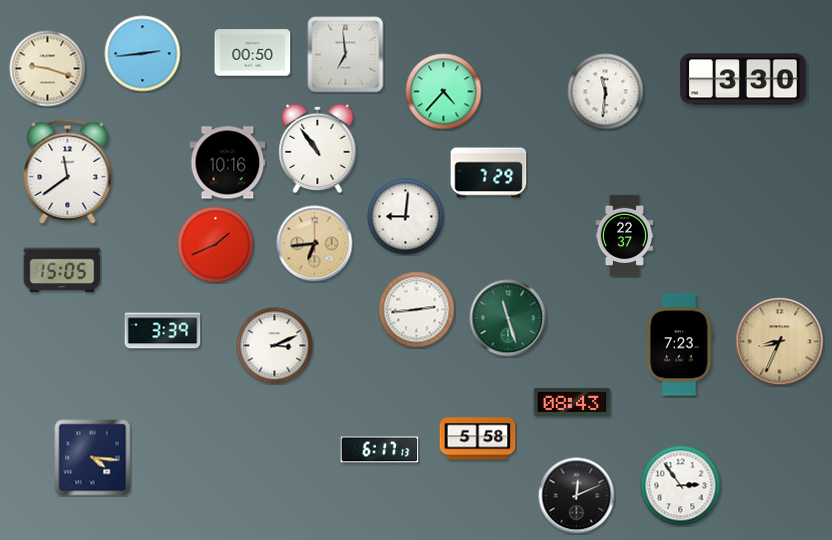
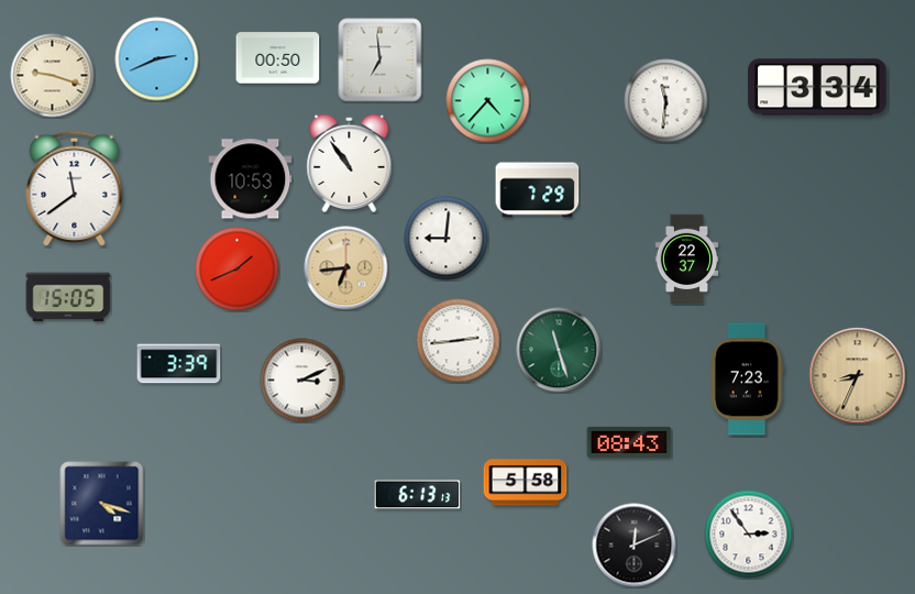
clock at (143, 54): 2:44 -> 2:41
clock at (743, 79): 3:30 -> 3:34
clock at (228, 163): 10:16 -> 10:53
clock at (380, 450): 6:17 -> 6:13
clock at (93, 458): 4:16 -> 4:18
